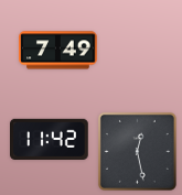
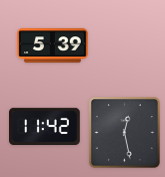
clock at (58, 51): 7:49 -> 5:39
clock at (137, 151) position: (137, 151) -> (124, 132)
